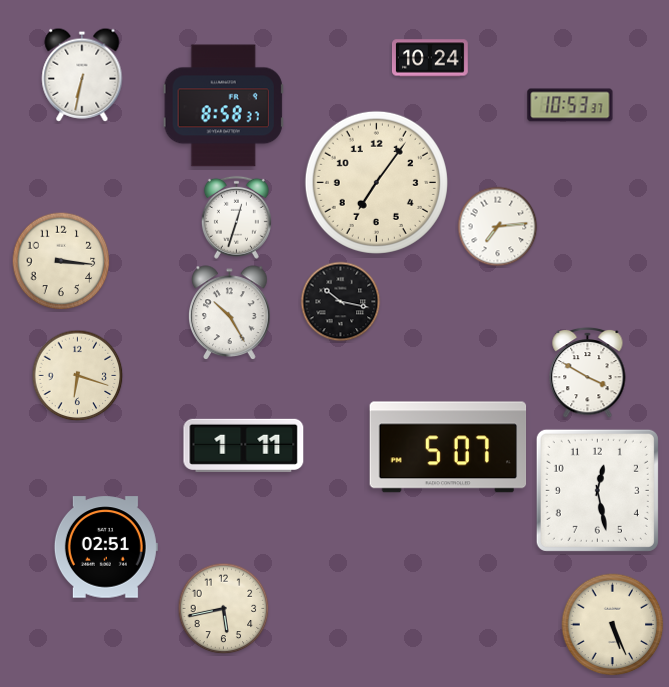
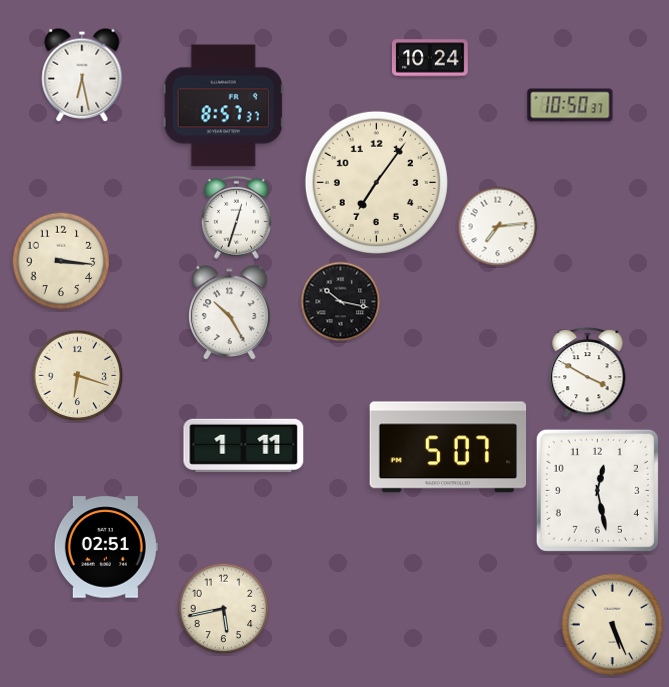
clock at (82, 75): 6:32 -> 6:28
clock at (570, 105): 10:53 -> 10:50
clock at (223, 106): 8:58 -> 8:57
